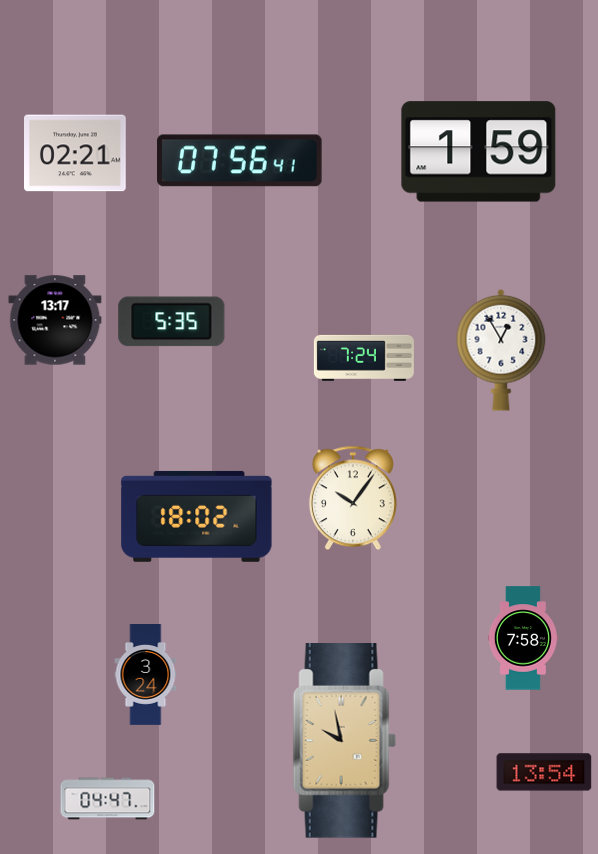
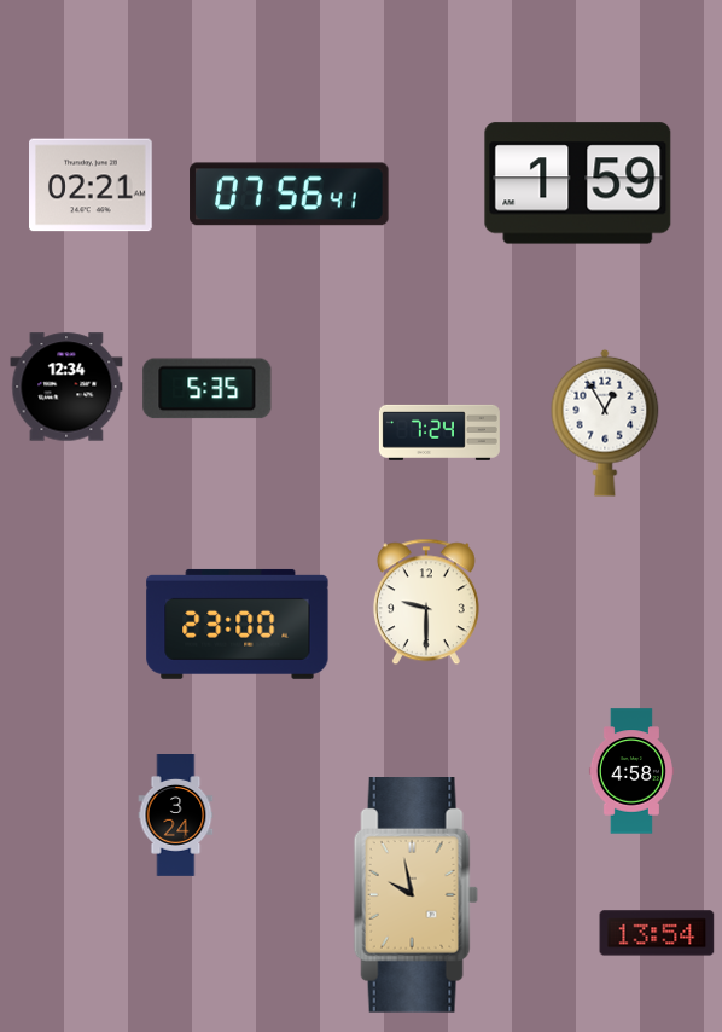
clock at (55, 320): 13:17 -> 12:34
clock at (353, 498): 10:06 -> 9:30
clock at (197, 516): 18:02 -> 23:00
clock at (523, 638): 7:58 -> 4:58
clock at (108, 799): 04:47 -> none
